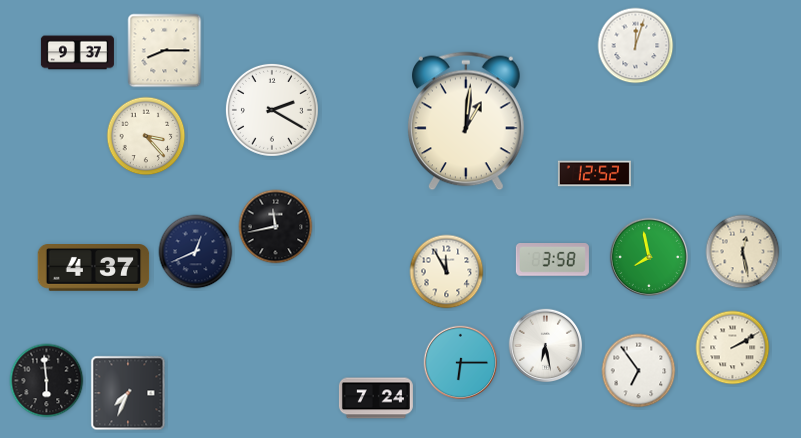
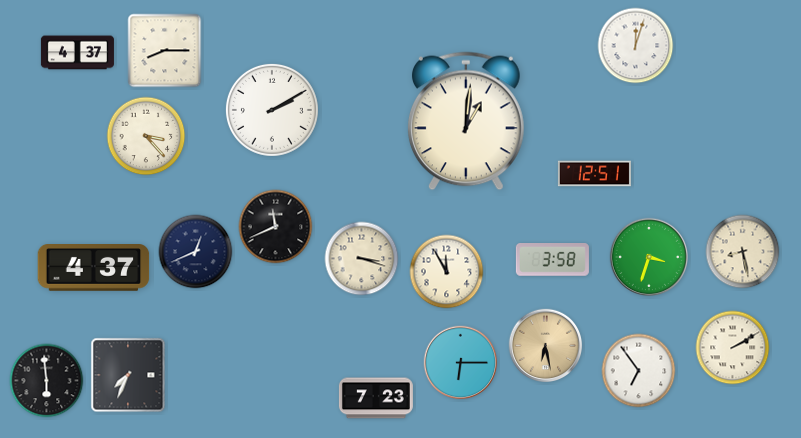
clock at (77, 53): 9:37 -> 4:37
clock at (272, 110): 2:20 -> 2:10
clock at (594, 174): 12:52 -> 12:51
clock at (276, 227): 11:43 -> 11:41
clock at (743, 252): 12:28 -> 8:28
clock at (648, 256): 7:58 -> 3:33
clock at (362, 259): none -> 3:18
clock at (546, 346) dial: white -> champagne
clock at (128, 393) position: (128, 393) -> (128, 375)
clock at (376, 398): 7:24 -> 7:23
